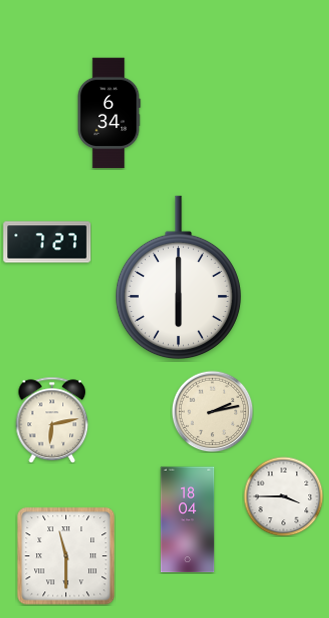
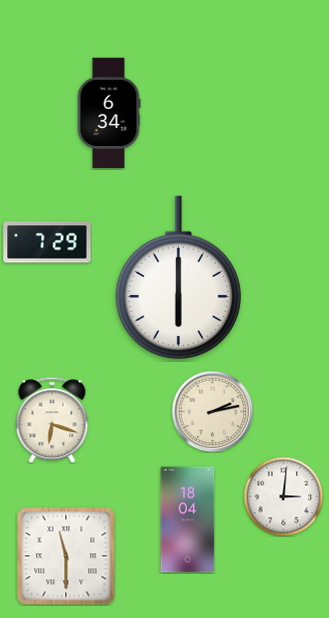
clock at (47, 242): 7:27 -> 7:29
clock at (52, 420): 6:13 -> 6:18
clock at (283, 496): 3:45 -> 3:01
